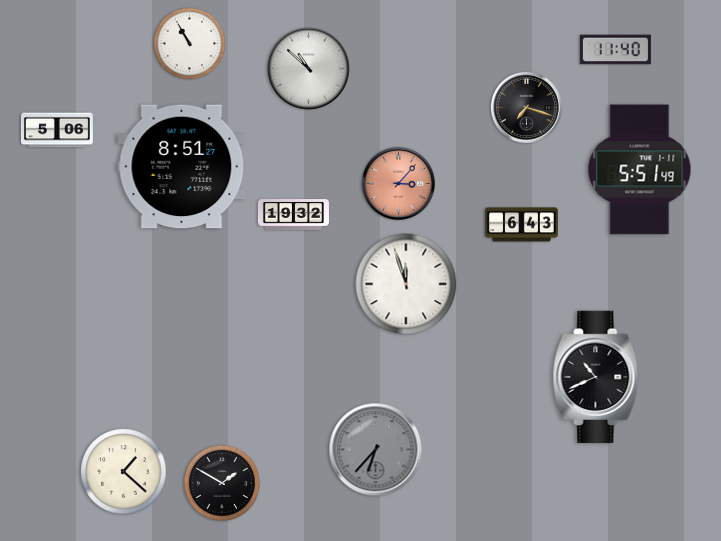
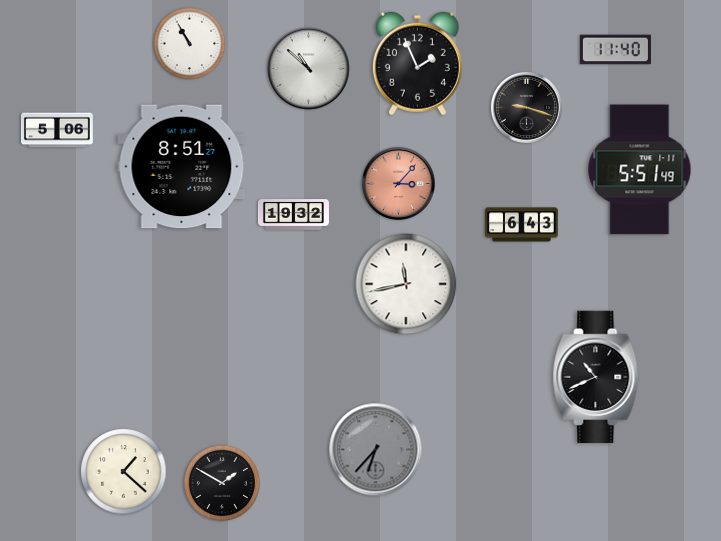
clock at (417, 64): none -> 1:56
clock at (526, 107): 7:18 -> 9:18
clock at (406, 284): 11:57 -> 11:43
